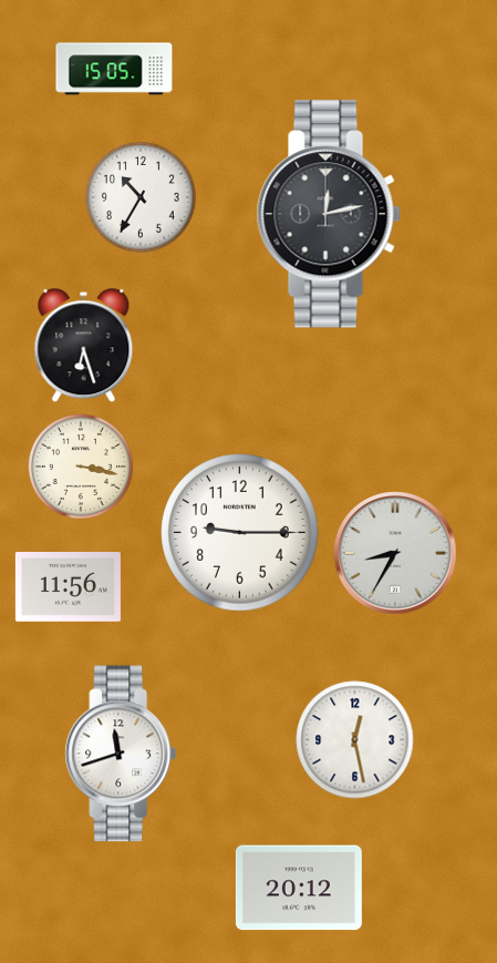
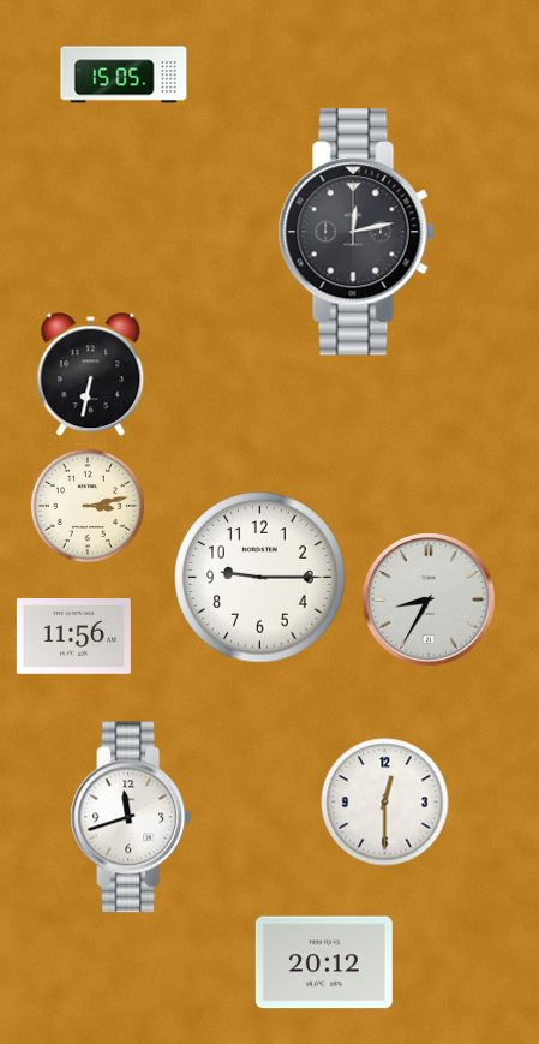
clock at (141, 197): 10:35 -> none
clock at (84, 346): 6:27 -> 6:32
clock at (81, 467): 3:17 -> 3:13
clock at (355, 740): 12:28 -> 12:30
